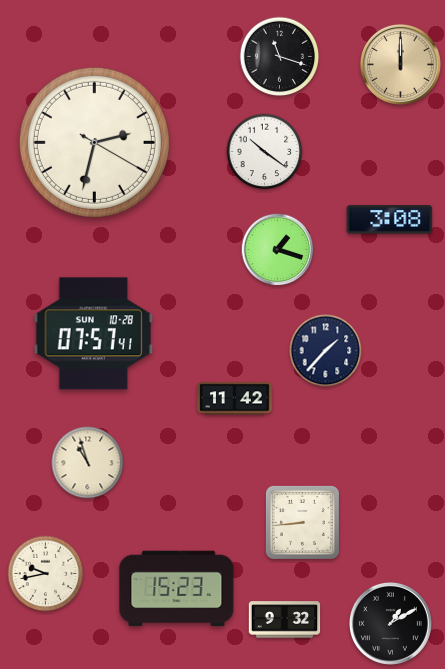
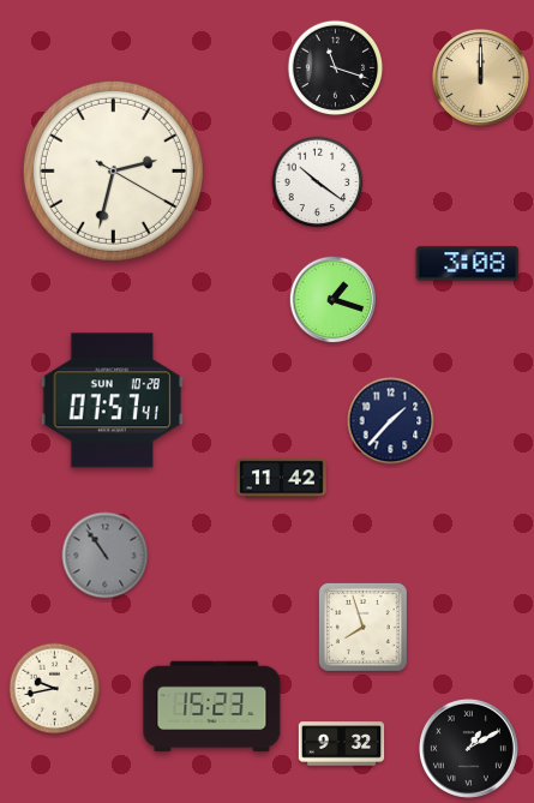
clock at (88, 463): 10:57 -> 10:54
clock at (88, 463) dial: cream -> grey
clock at (302, 522): 8:44 -> 7:57
